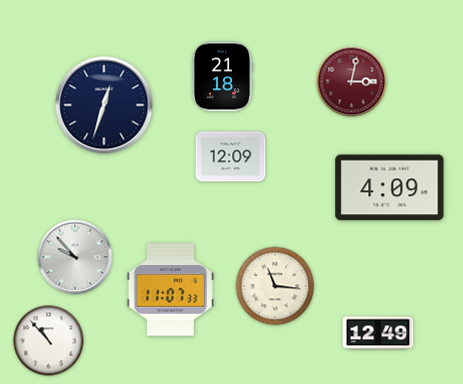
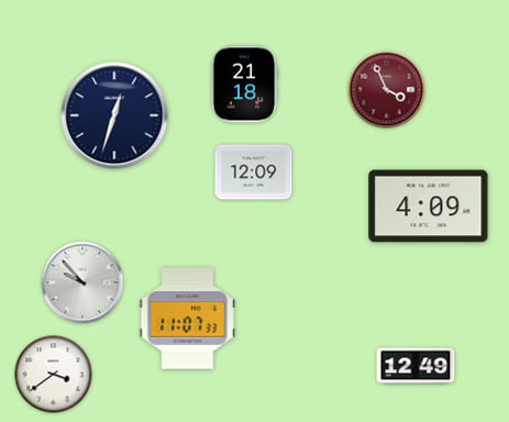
clock at (352, 82): 3:02 -> 3:56
clock at (275, 286): 11:16 -> none
clock at (49, 341): 10:53 -> 3:39
